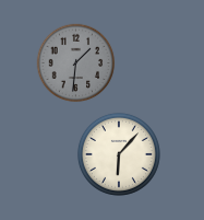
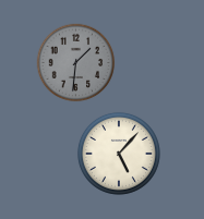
clock at (119, 154): 6:07 -> 5:07
